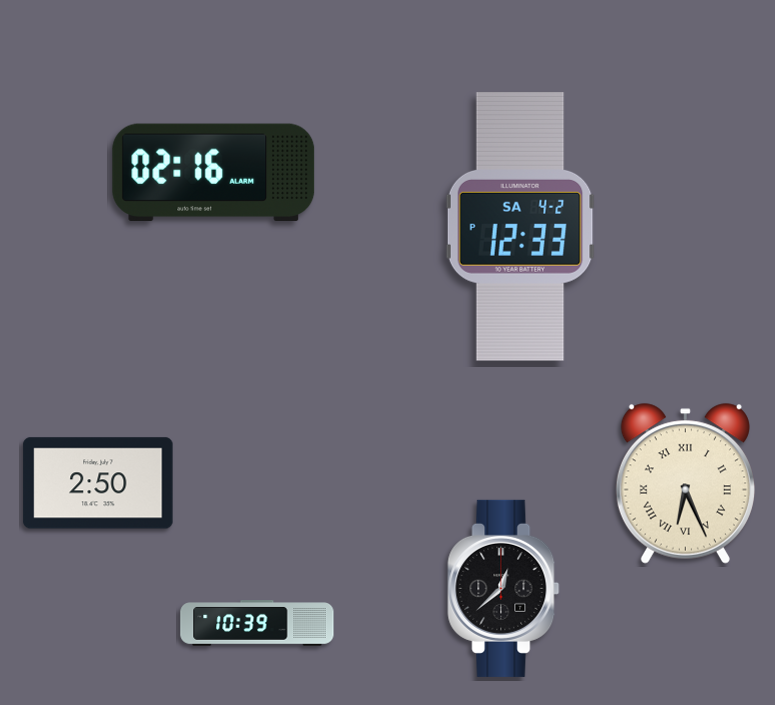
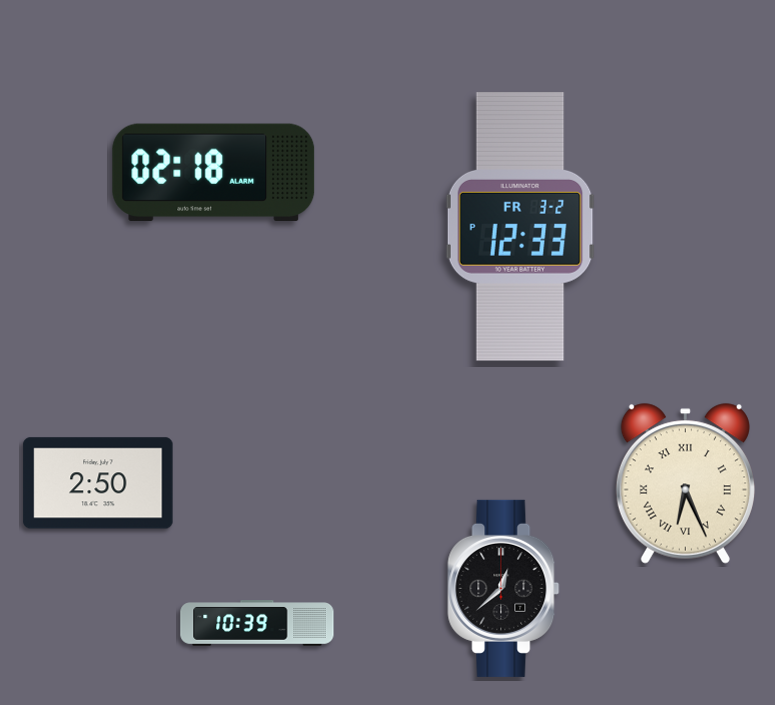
clock at (214, 172): 02:16 -> 02:18
clock at (521, 227) date: SA 4-2 -> FR 3-2
